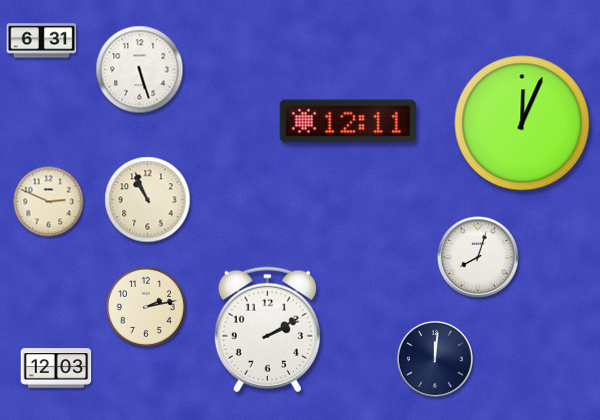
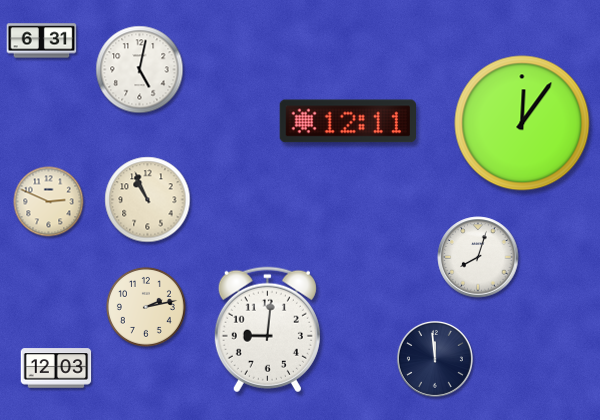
clock at (140, 70): 5:27 -> 5:02
clock at (522, 123): 12:04 -> 12:06
clock at (267, 330): 2:10 -> 9:01
clock at (435, 359): 12:01 -> 11:59
